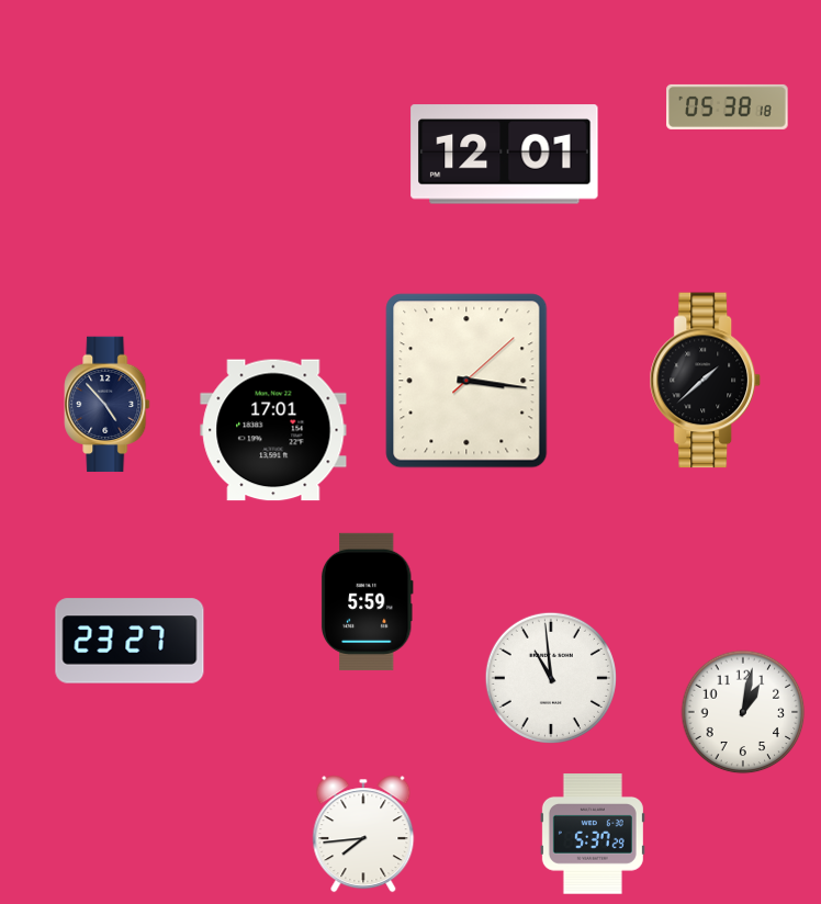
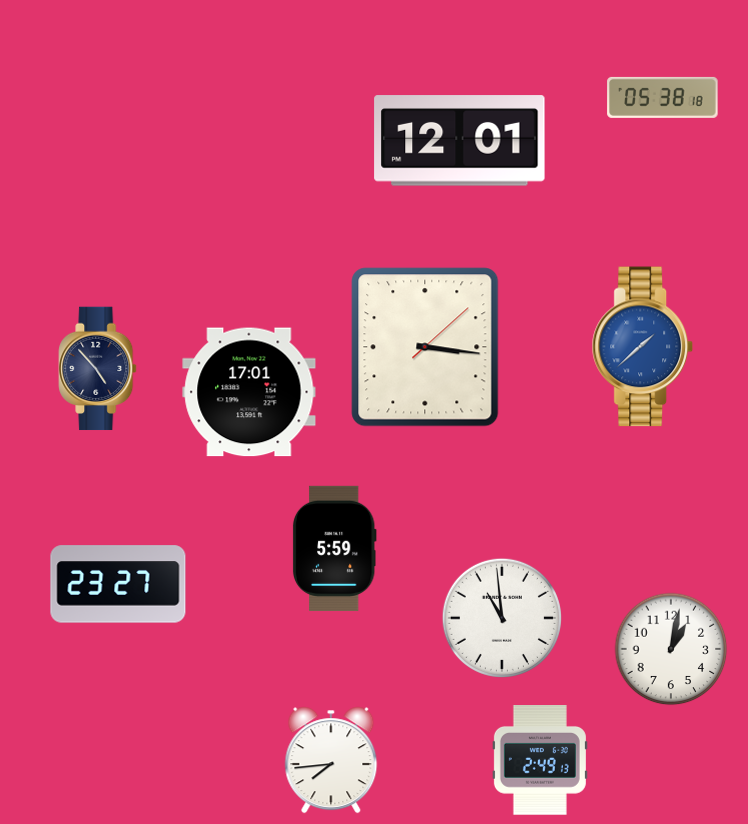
clock at (706, 381) dial: black -> blue
clock at (743, 712) position: (743, 712) -> (671, 649)
clock at (593, 835): 5:37 -> 2:49
